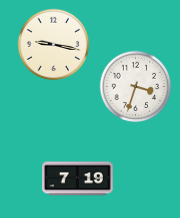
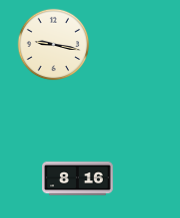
clock at (136, 87): 3:33 -> none
clock at (78, 179): 7:19 -> 8:16
